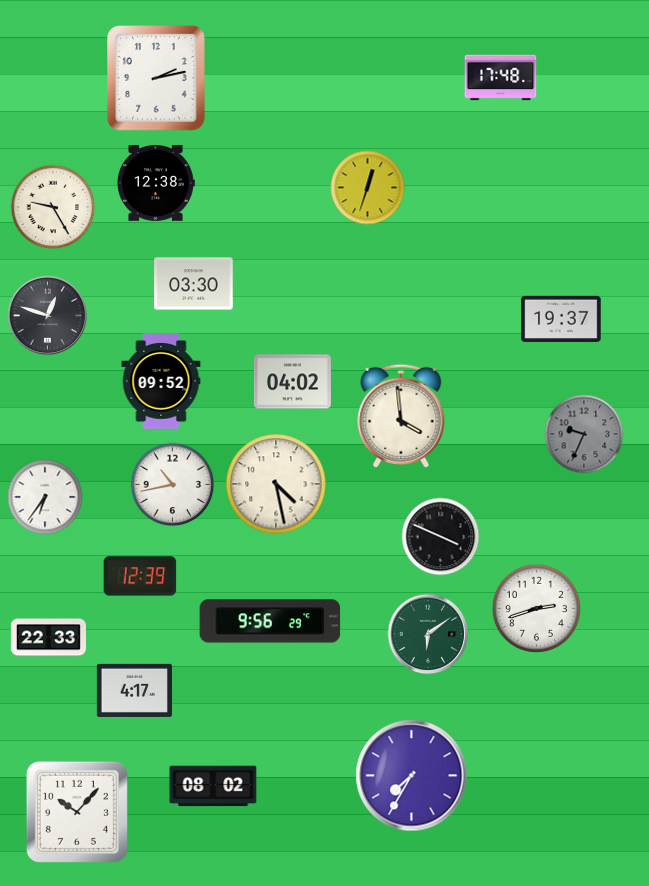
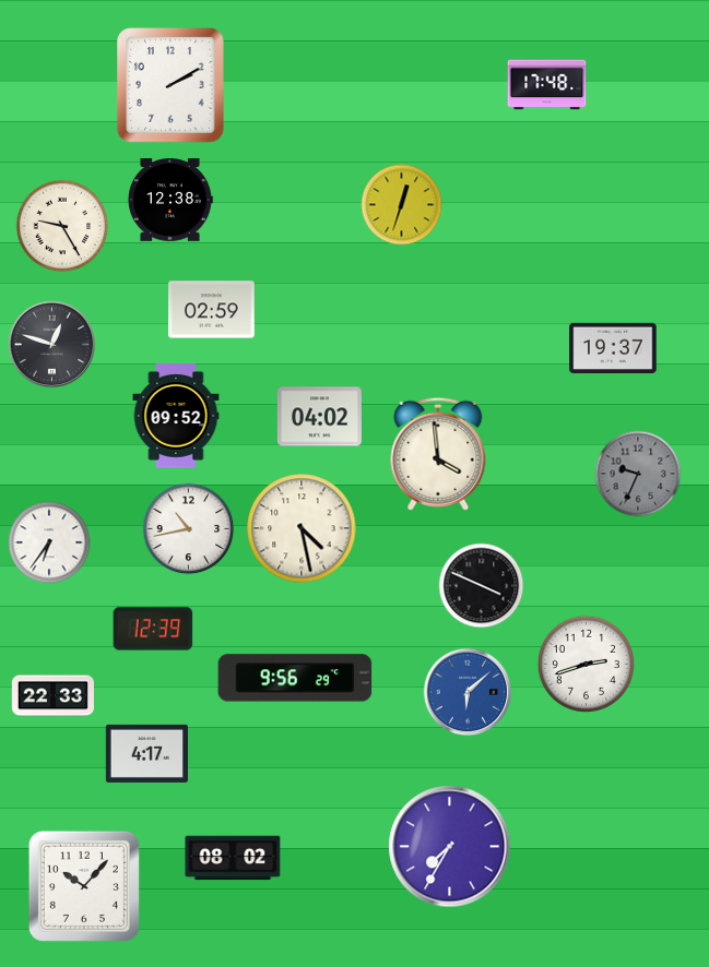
clock at (156, 78): 2:13 -> 2:10
clock at (53, 207) position: (53, 207) -> (62, 226)
clock at (194, 284): 03:30 -> 02:59
clock at (428, 634): 6:09 -> 6:08
clock at (428, 634) dial: green -> blue
